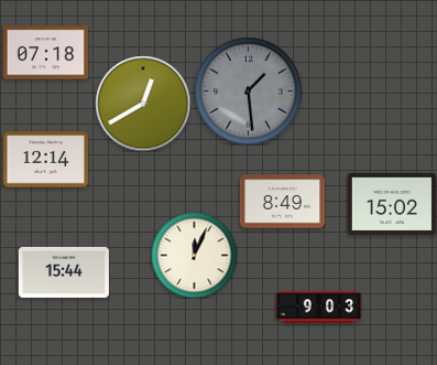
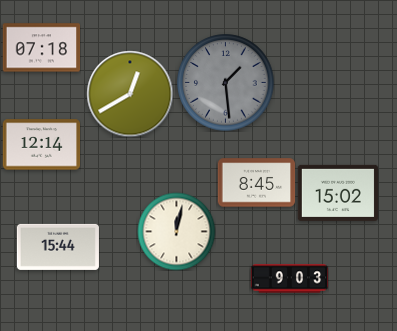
clock at (282, 202): 8:49 -> 8:45
clock at (392, 204) position: (392, 204) -> (338, 193)
clock at (194, 255): 12:04 -> 12:02
